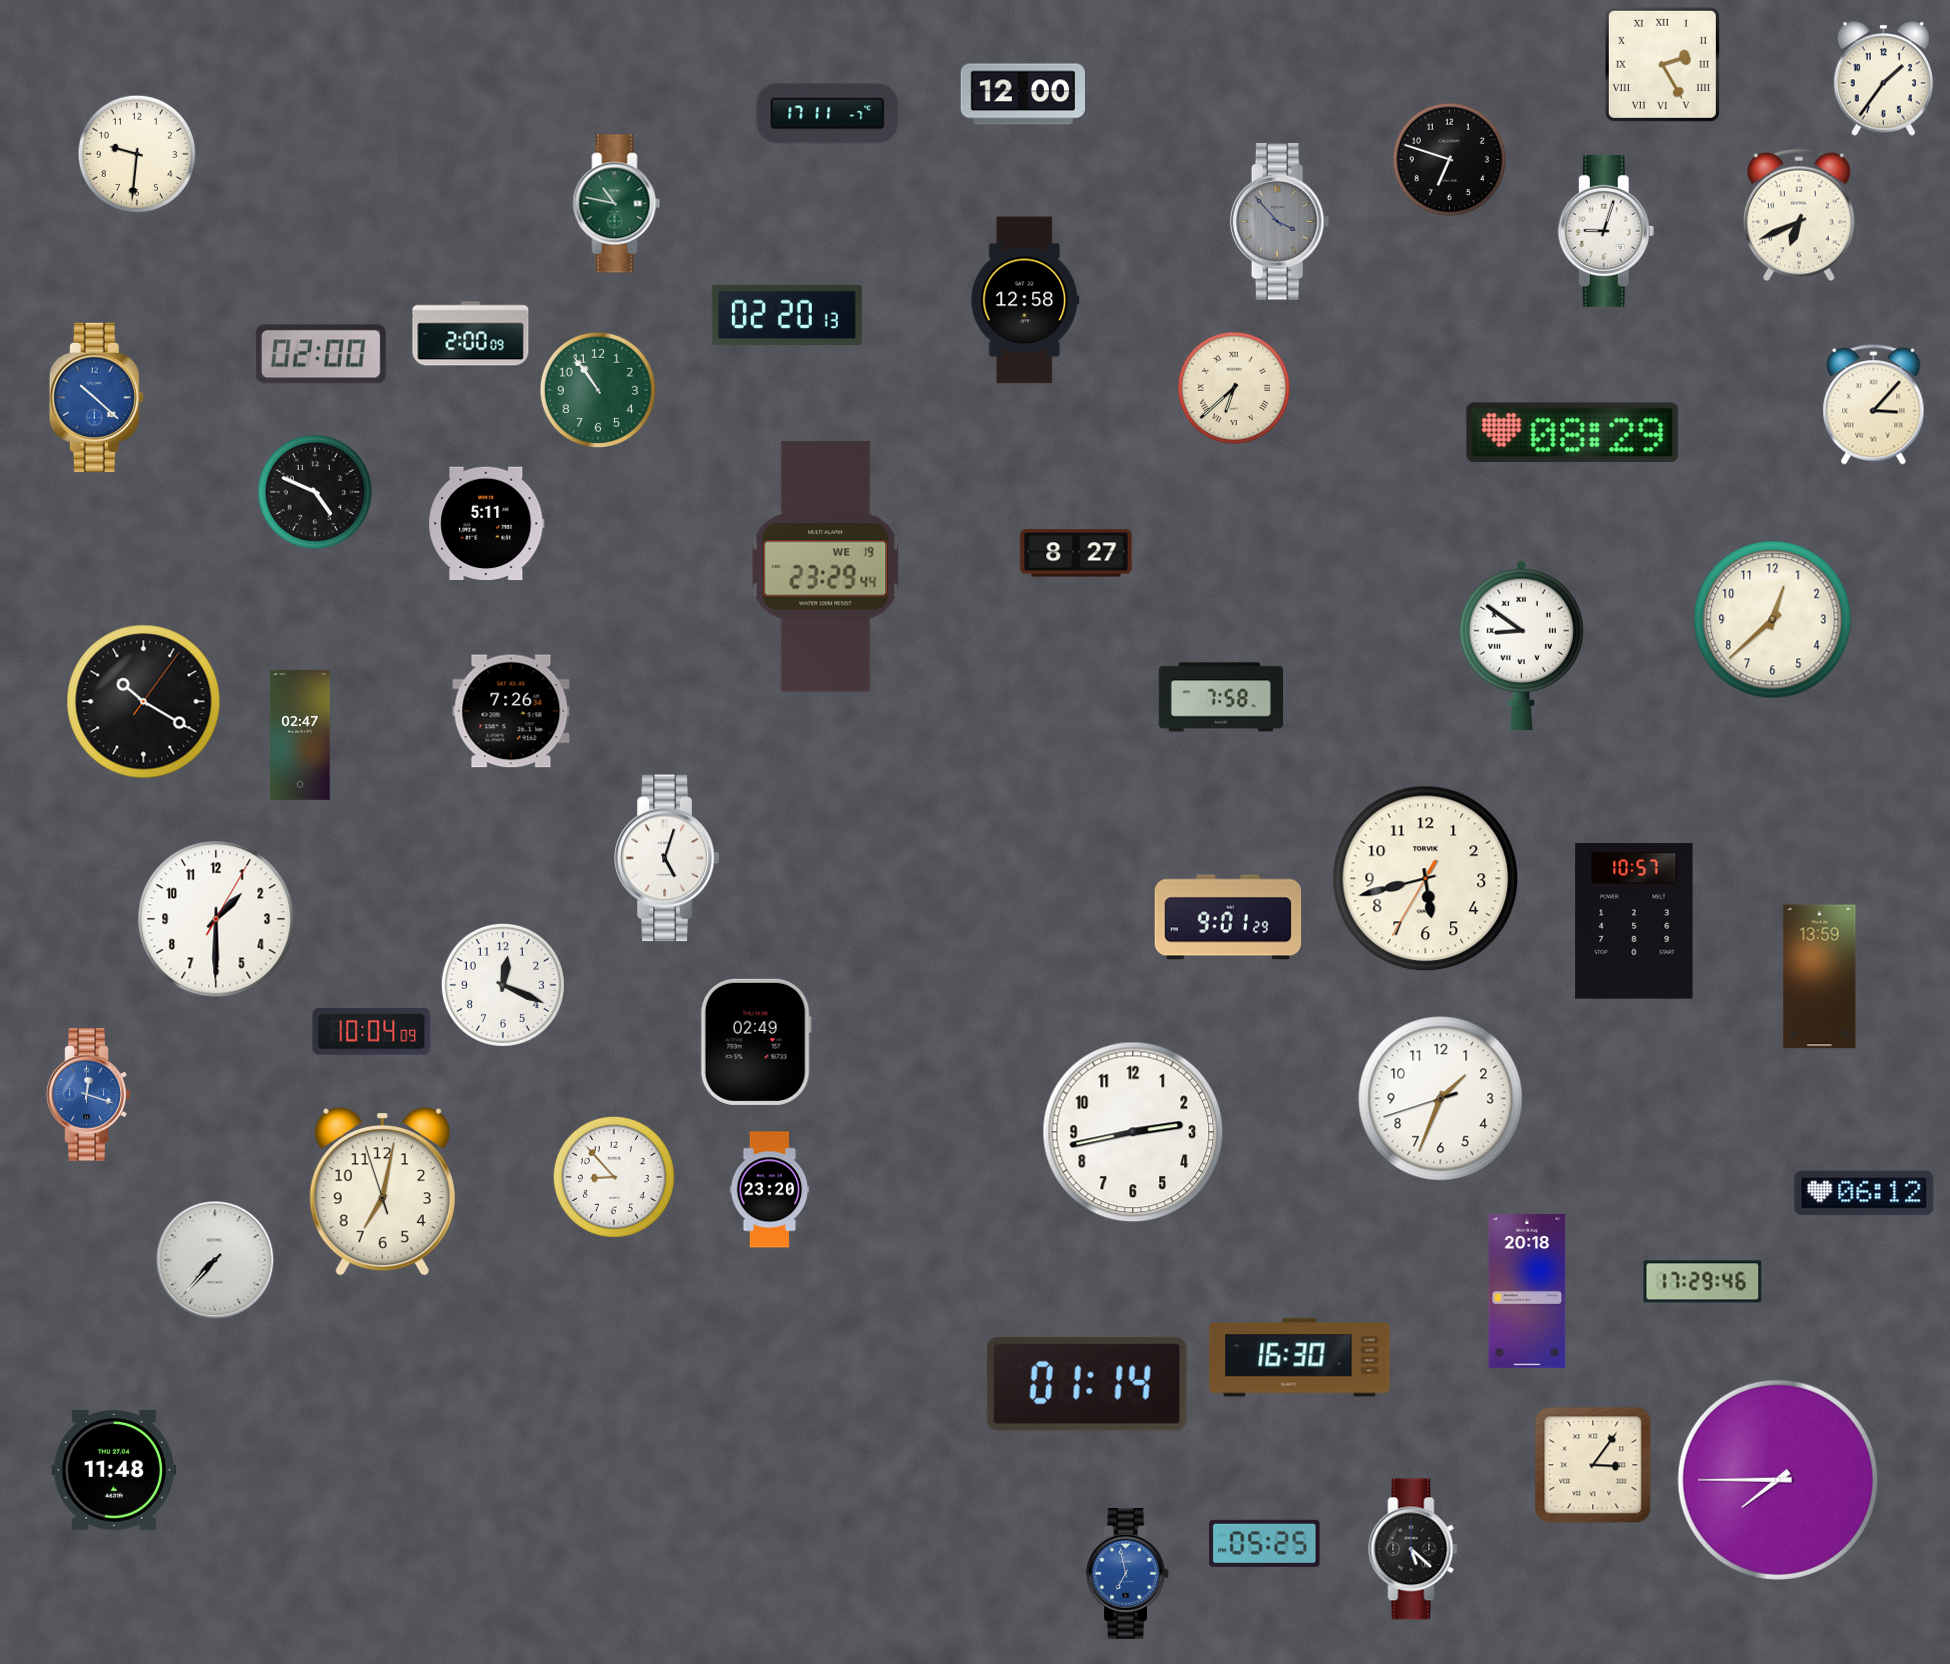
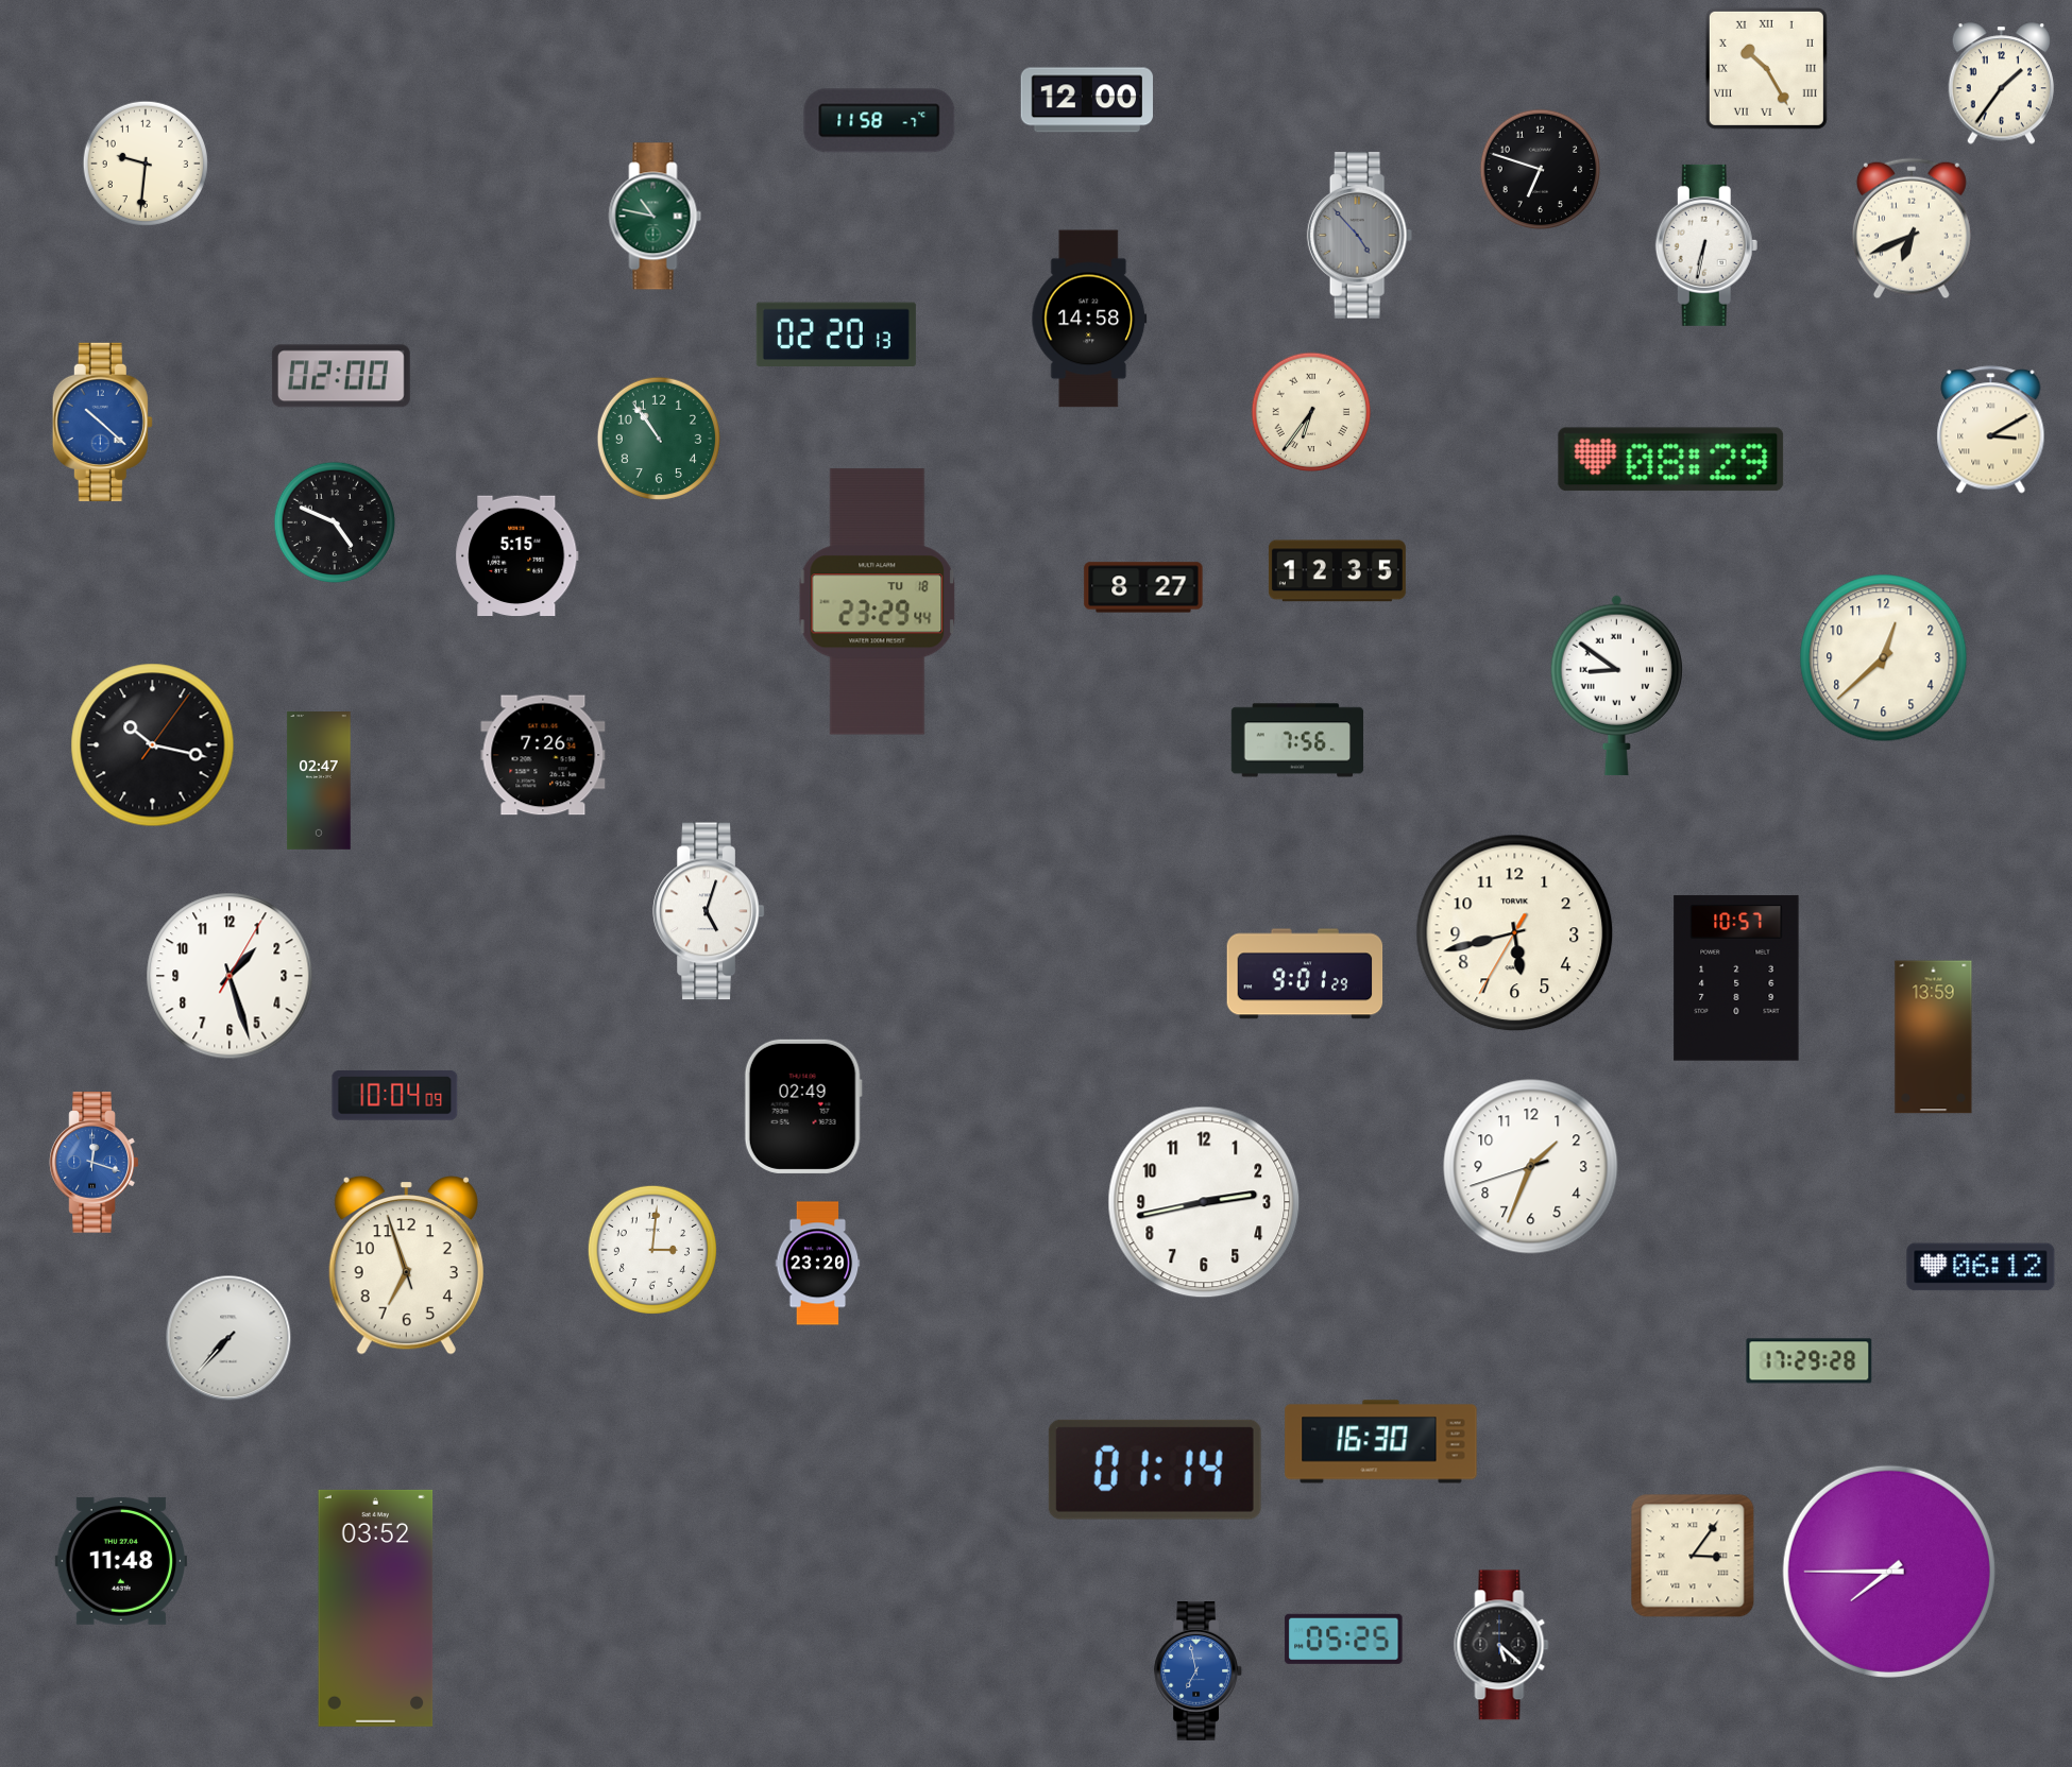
clock at (1662, 64): 2:25 -> 10:25
clock at (828, 114): 17:11 -> 11:58
clock at (1280, 222): 3:53 -> 4:53
clock at (1606, 231): 9:03 -> 6:32
clock at (1025, 300): 12:58 -> 14:58
clock at (471, 334): 2:00 -> none
clock at (1234, 388): 6:38 -> 6:36
clock at (597, 389) position: (597, 389) -> (658, 438)
clock at (1874, 405): 3:07 -> 3:10
clock at (487, 524): 5:11 -> 5:15
clock at (1337, 571): none -> 12:35
clock at (826, 567) date: WE 19 -> TU 18
clock at (1221, 697): 7:58 -> 7:56
clock at (144, 702): 10:20 -> 10:17
clock at (216, 919): 1:30 -> 1:27
clock at (503, 985): 12:19 -> none
clock at (614, 1177): 8:53 -> 3:01
clock at (382, 1192): 7:01 -> 6:56
clock at (1703, 1282): 17:29:46 -> 17:29:28
clock at (1527, 1292): 20:18 -> none
clock at (376, 1608): none -> 03:52
